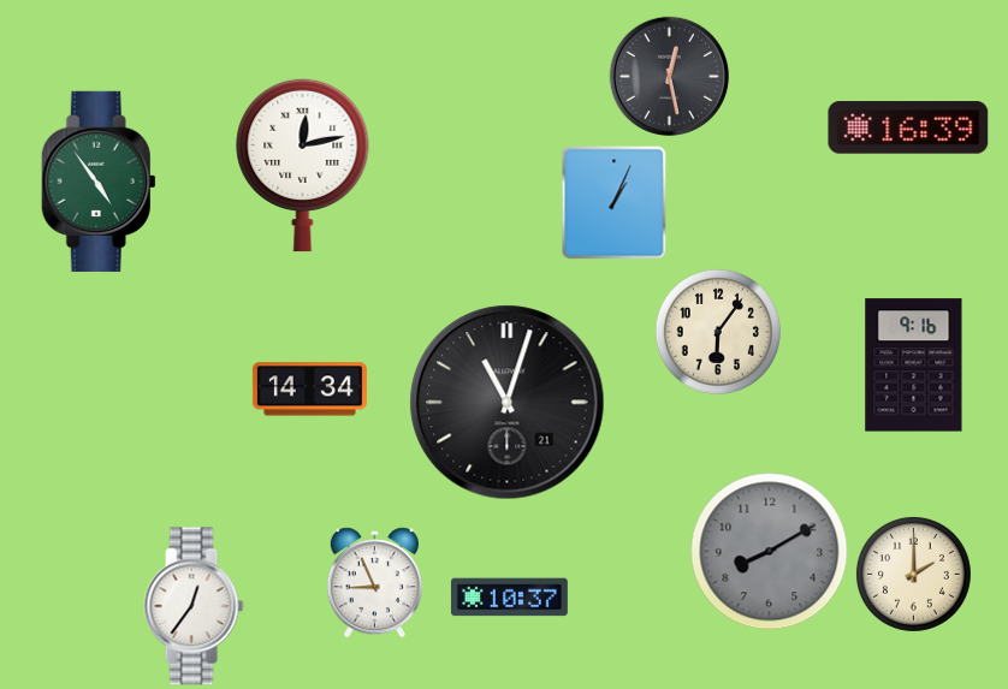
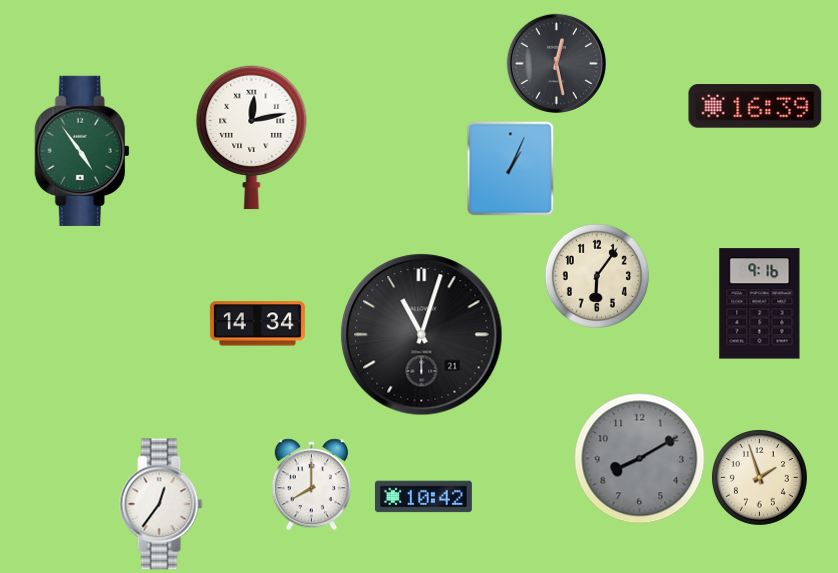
clock at (913, 574): 2:00 -> 1:57
clock at (374, 582): 8:56 -> 8:00
clock at (509, 598): 10:37 -> 10:42
